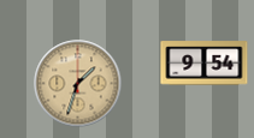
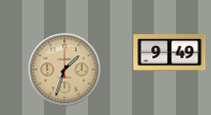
clock at (205, 64): 9:54 -> 9:49
